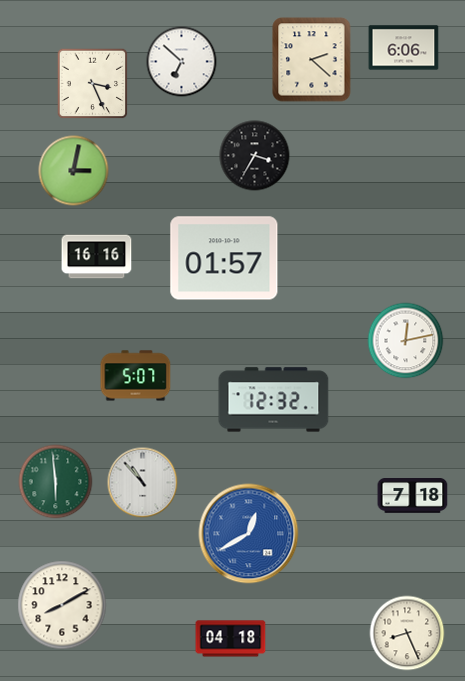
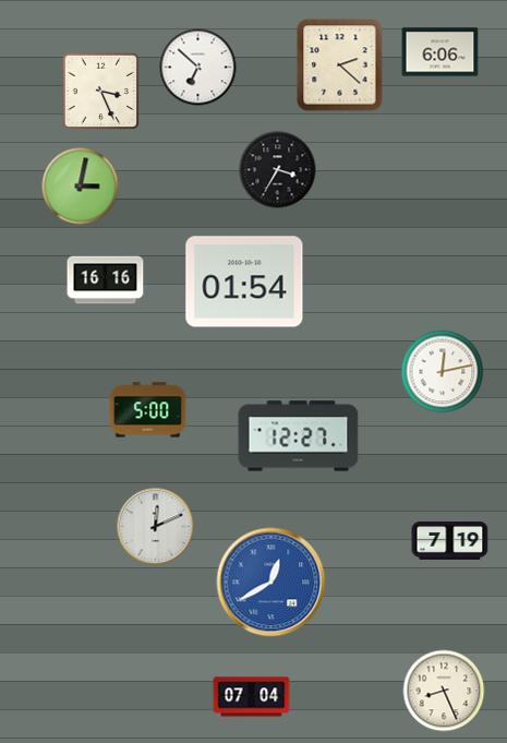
clock at (224, 258): 01:57 -> 01:54
clock at (136, 376): 5:07 -> 5:00
clock at (274, 400): 12:32 -> 12:27
clock at (56, 482): 5:59 -> none
clock at (143, 483): 10:53 -> 12:11
clock at (413, 496): 7:18 -> 7:19
clock at (62, 605): 8:10 -> none
clock at (231, 639): 04:18 -> 07:04
